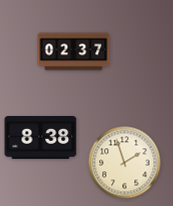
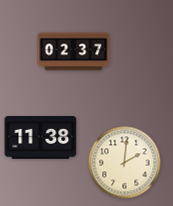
clock at (41, 138): 8:38 -> 11:38
clock at (125, 163): 1:57 -> 2:01
